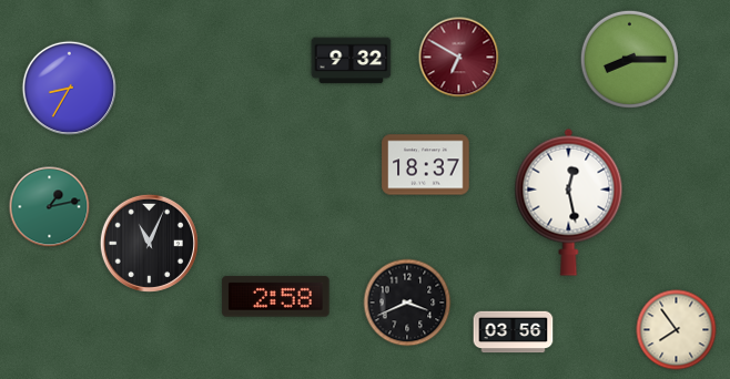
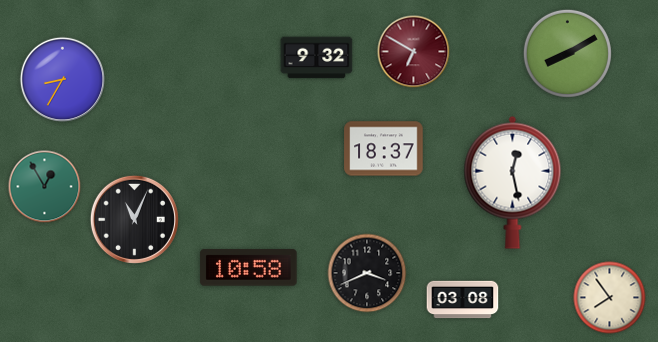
clock at (629, 59): 8:15 -> 8:10
clock at (352, 61) position: (352, 61) -> (317, 58)
clock at (50, 207): 1:13 -> 12:55
clock at (276, 297): 2:58 -> 10:58
clock at (514, 332): 03:56 -> 03:08
